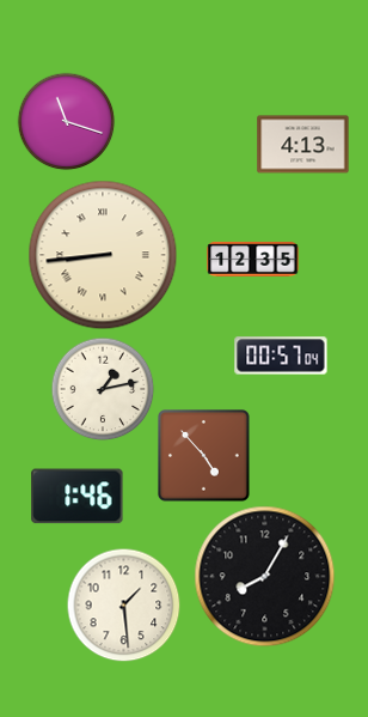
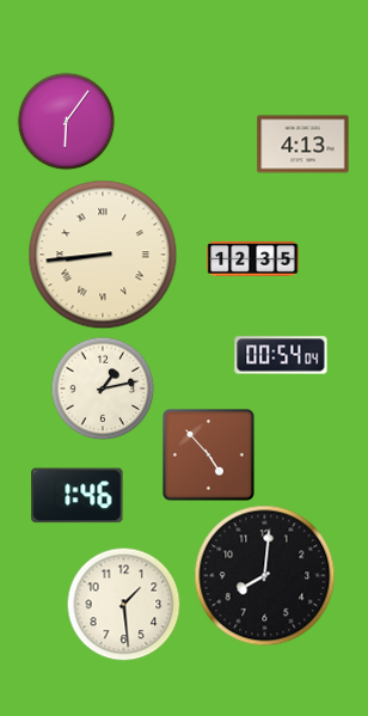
clock at (66, 121): 11:18 -> 6:06
clock at (281, 356): 00:57 -> 00:54
clock at (204, 456) position: (204, 456) -> (209, 455)
clock at (265, 577): 8:05 -> 8:01
